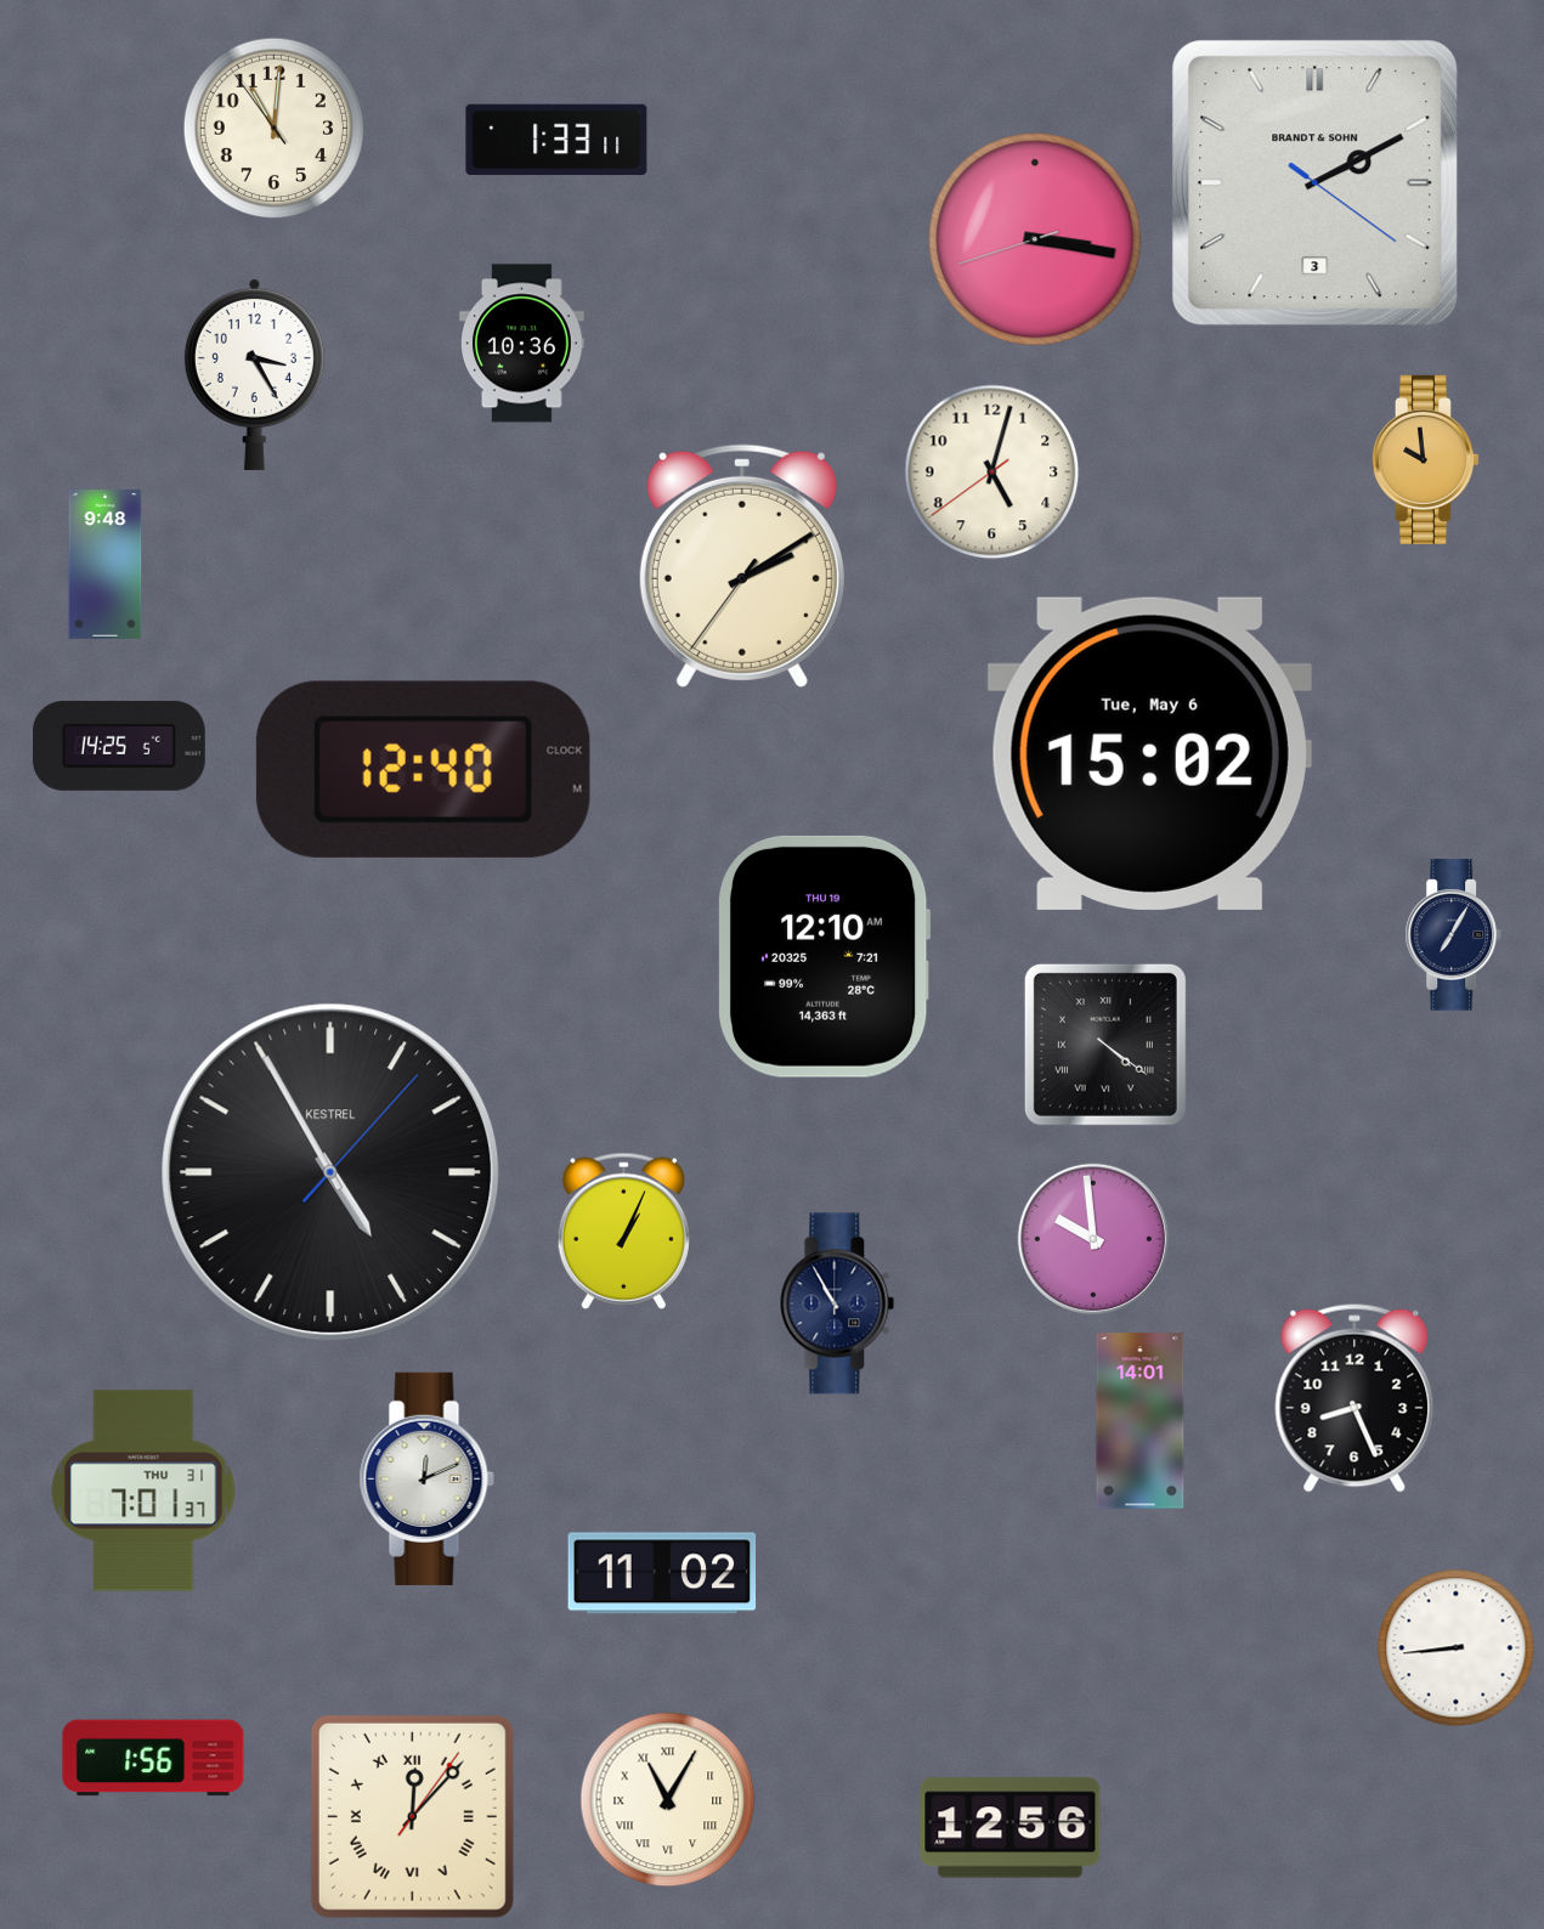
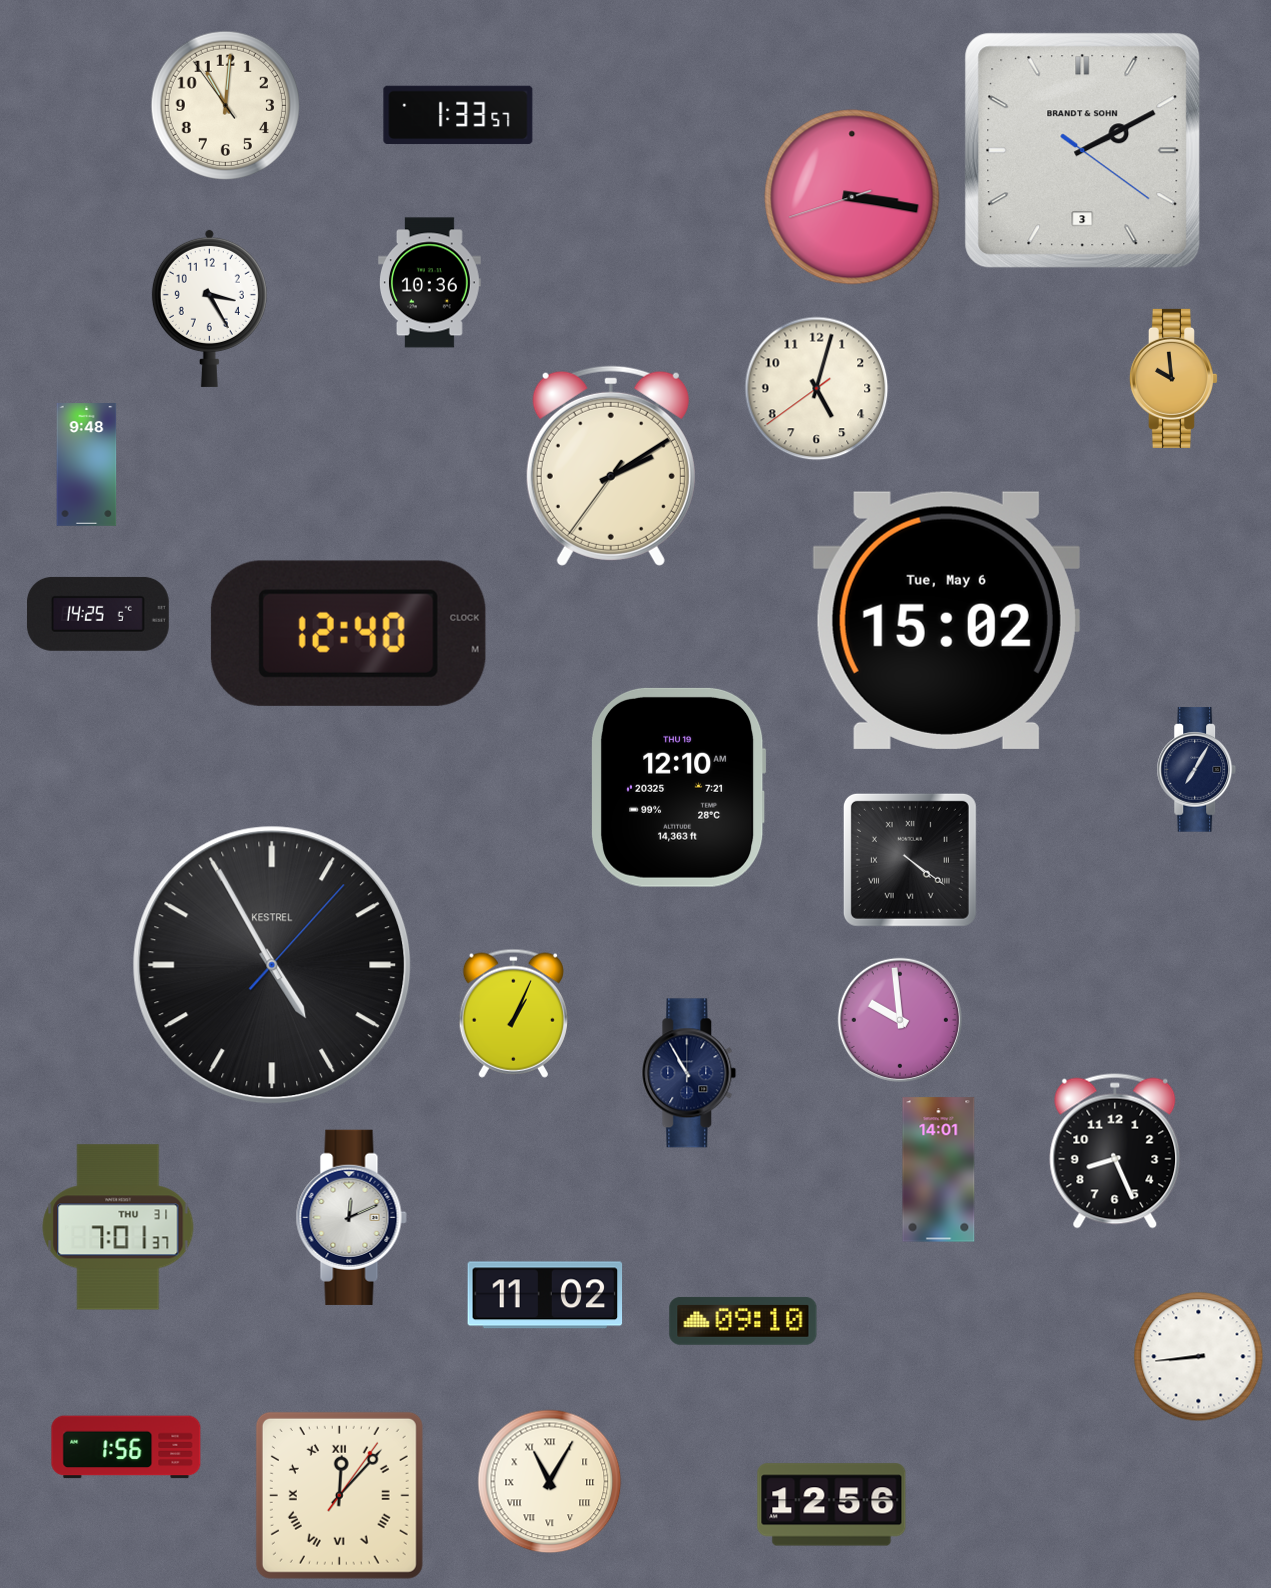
clock at (556, 140): 1:33:11 -> 1:33:57
clock at (743, 1321): none -> 09:10
